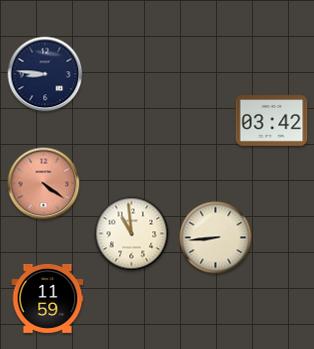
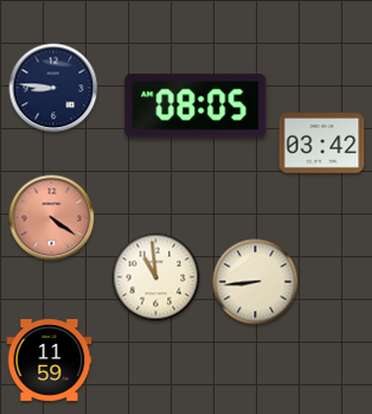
clock at (195, 106): none -> 08:05
clock at (48, 298) position: (48, 298) -> (50, 359)
